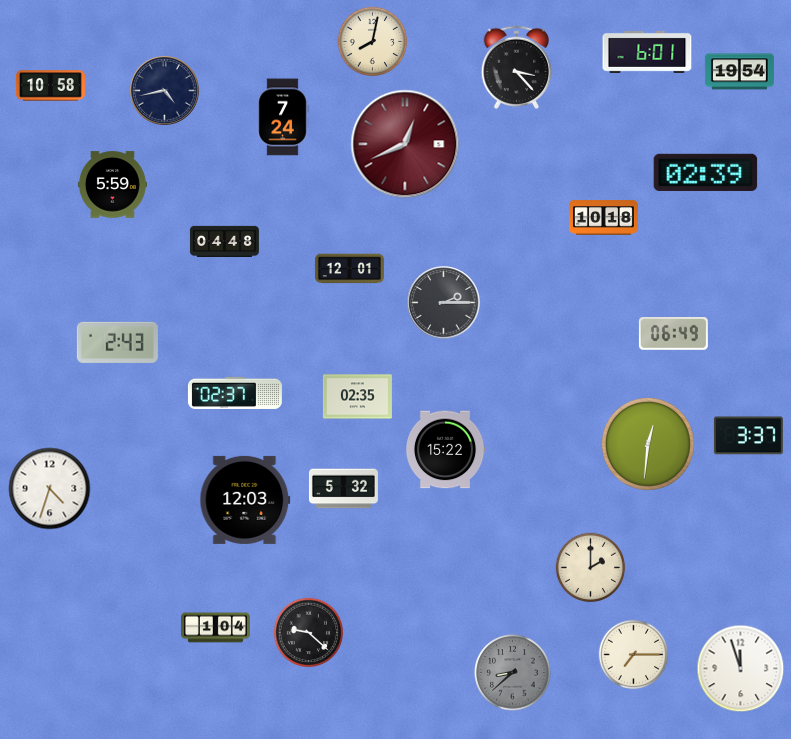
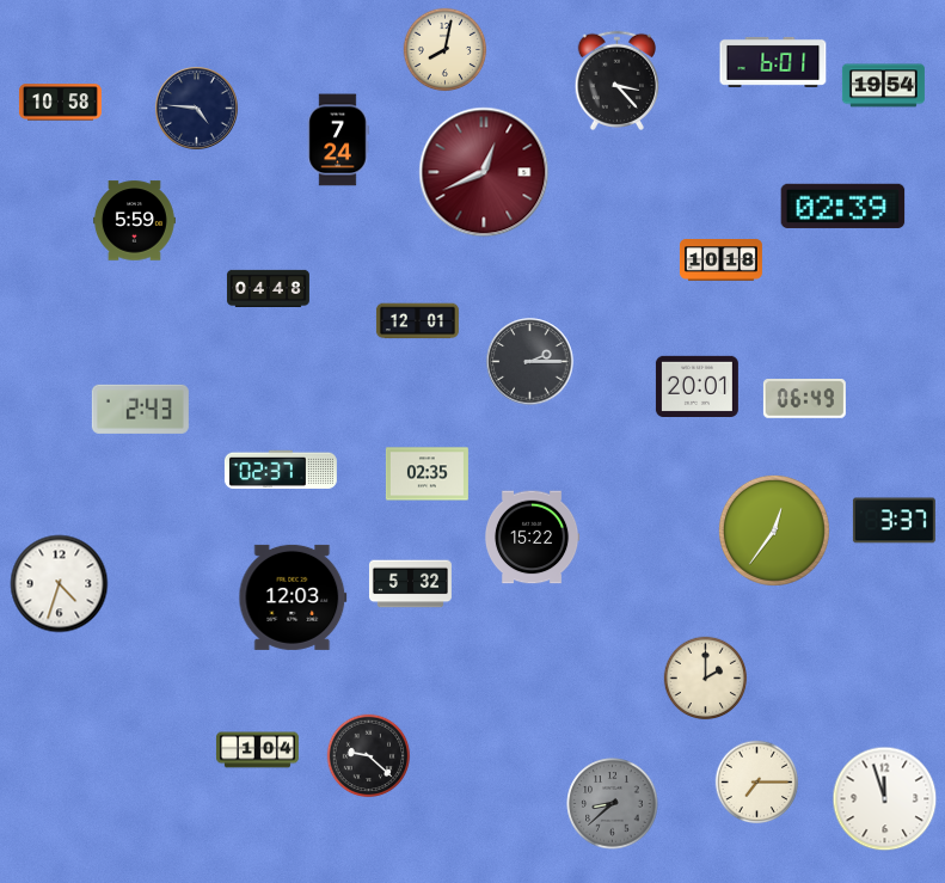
clock at (165, 91): 4:43 -> 4:46
clock at (697, 386): none -> 20:01
clock at (648, 444): 12:31 -> 12:36
